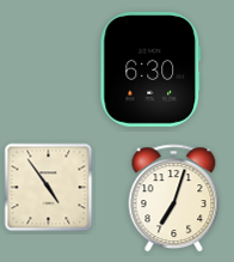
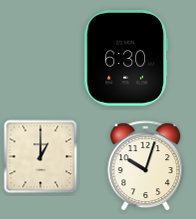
clock at (49, 188): 4:54 -> 1:00
clock at (174, 199): 7:03 -> 10:03
